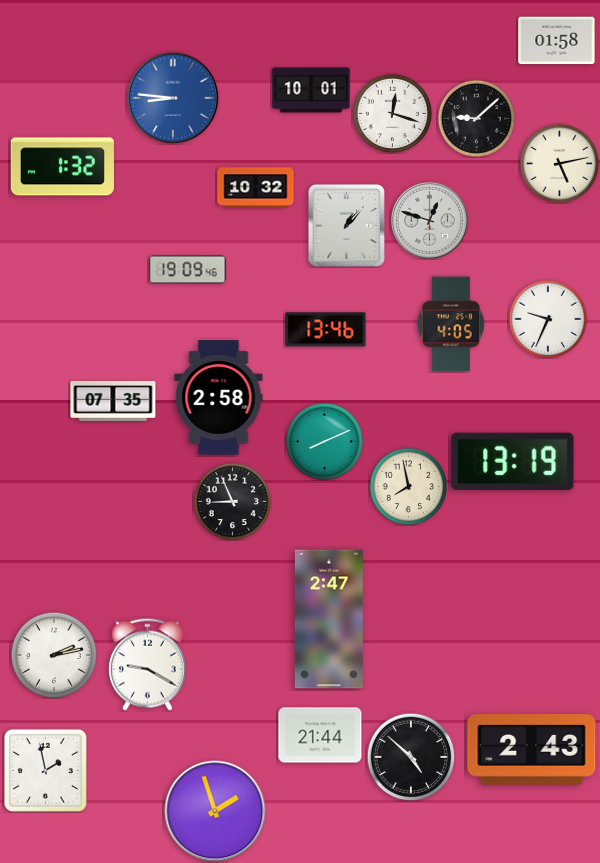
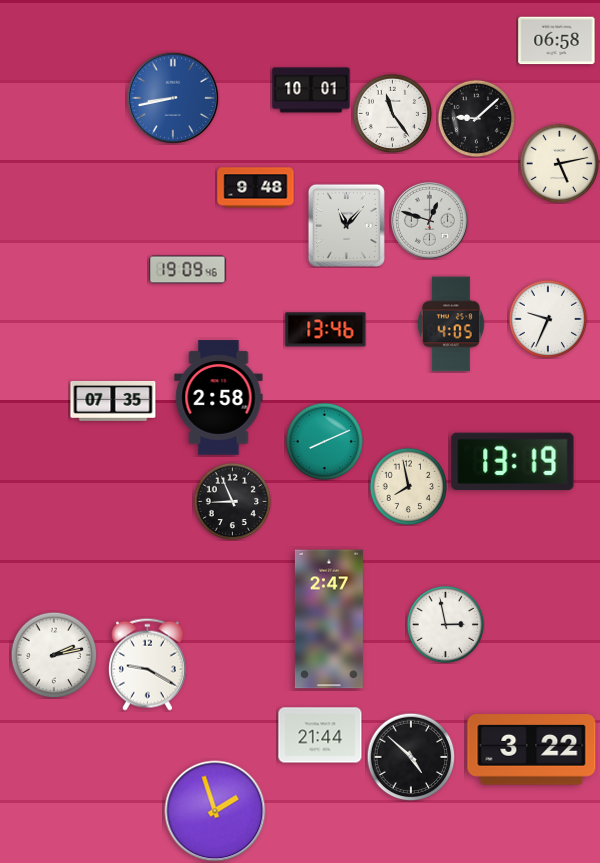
clock at (557, 41): 01:58 -> 06:58
clock at (173, 98): 8:46 -> 8:43
clock at (392, 113): 12:18 -> 11:24
clock at (62, 167): 1:32 -> none
clock at (256, 188): 10:32 -> 9:48
clock at (346, 225): 1:07 -> 11:07
clock at (445, 624): none -> 2:58
clock at (532, 750): 2:43 -> 3:22
clock at (45, 770): 1:58 -> none
